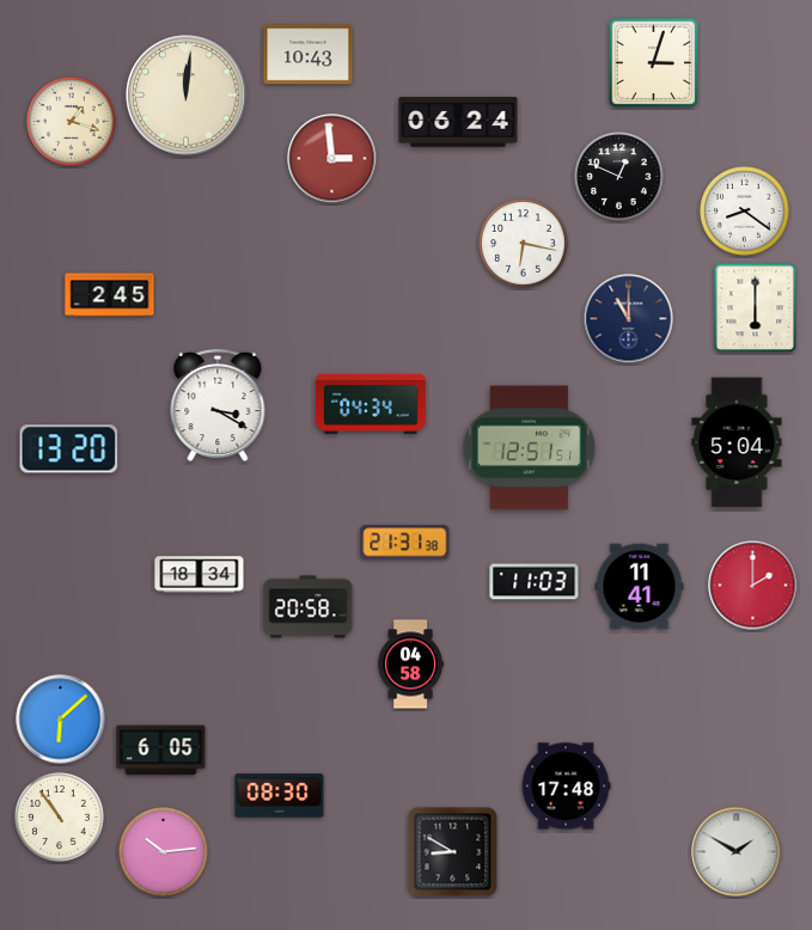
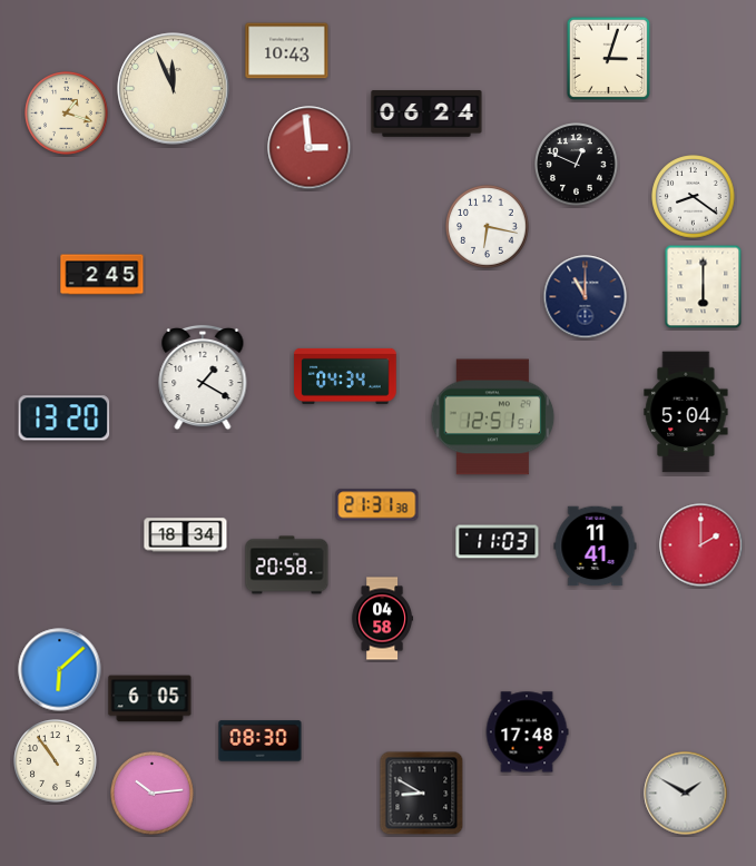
clock at (187, 96): 12:01 -> 11:56
clock at (218, 405): 3:20 -> 1:20
clock at (61, 720) position: (61, 720) -> (60, 670)
